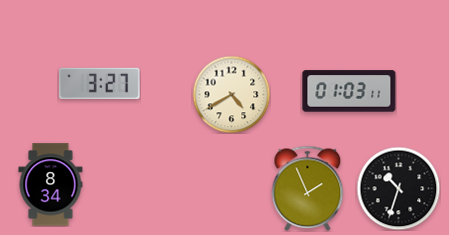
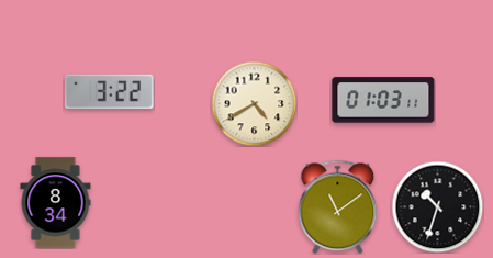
clock at (100, 83): 3:27 -> 3:22
clock at (308, 188): 1:56 -> 11:09
